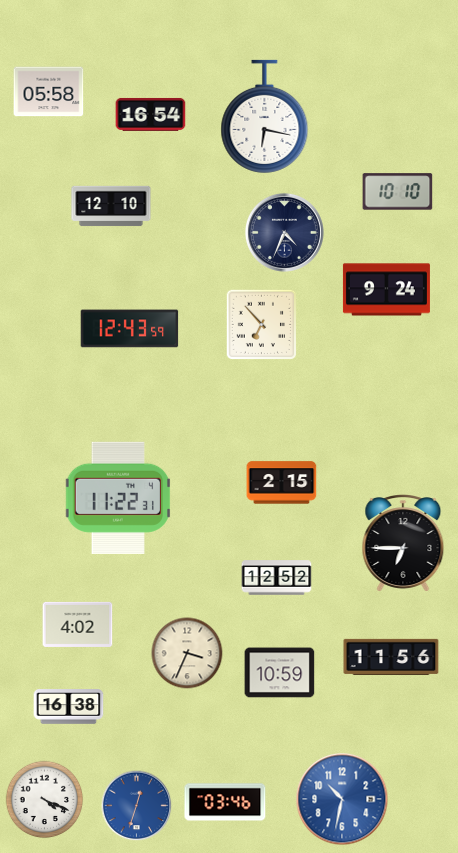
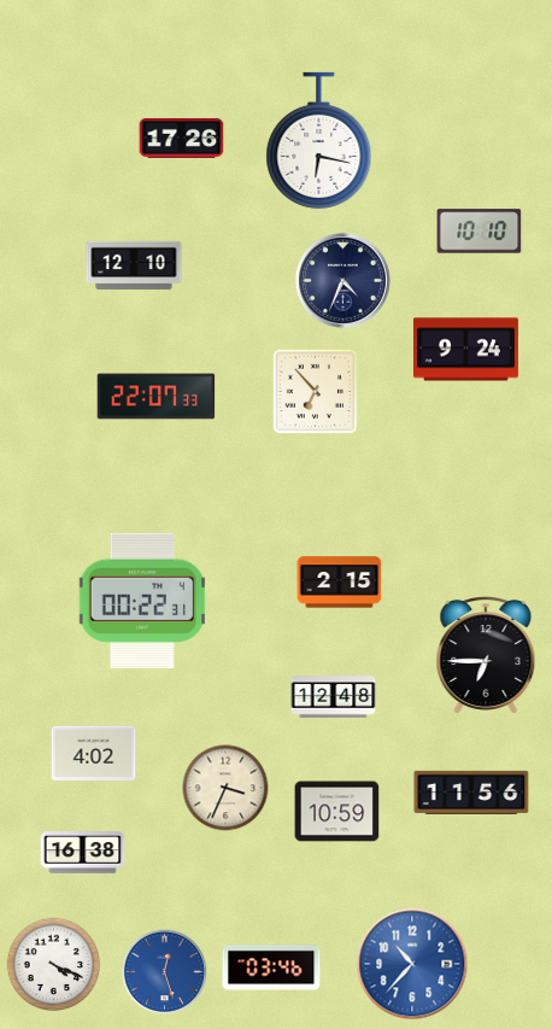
clock at (49, 92): 05:58 -> none
clock at (151, 114): 16:54 -> 17:26
clock at (111, 206) position: (111, 206) -> (134, 265)
clock at (130, 329): 12:43 -> 22:07
clock at (118, 498): 11:22 -> 00:22
clock at (277, 578): 12:52 -> 12:48
clock at (342, 799): 10:32 -> 10:37
clock at (137, 806): 12:33 -> 12:27
